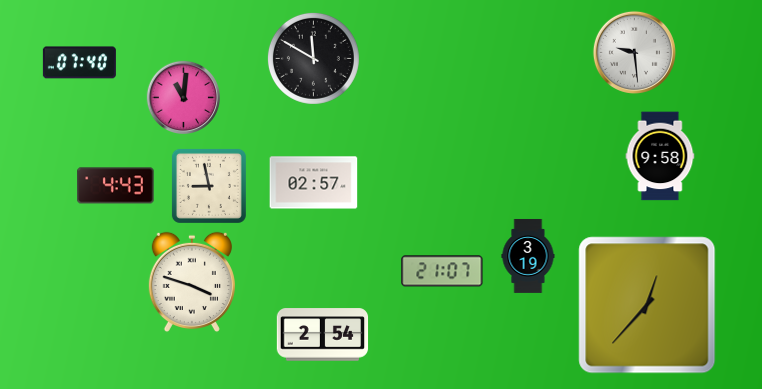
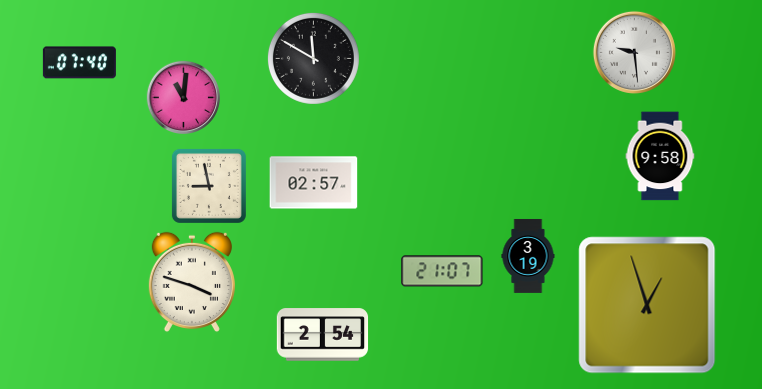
clock at (116, 186): 4:43 -> none
clock at (647, 305): 12:37 -> 12:57
